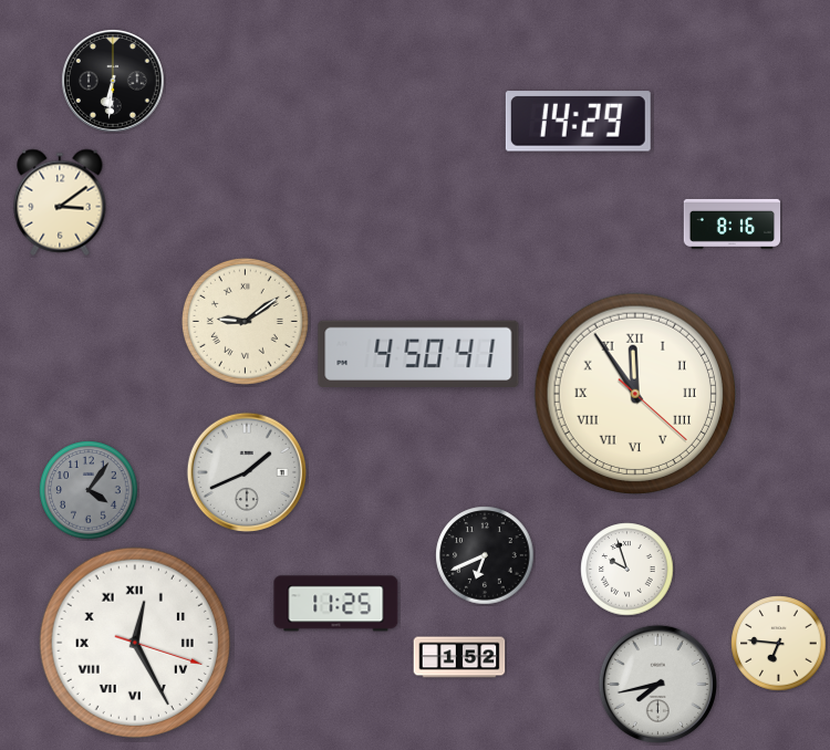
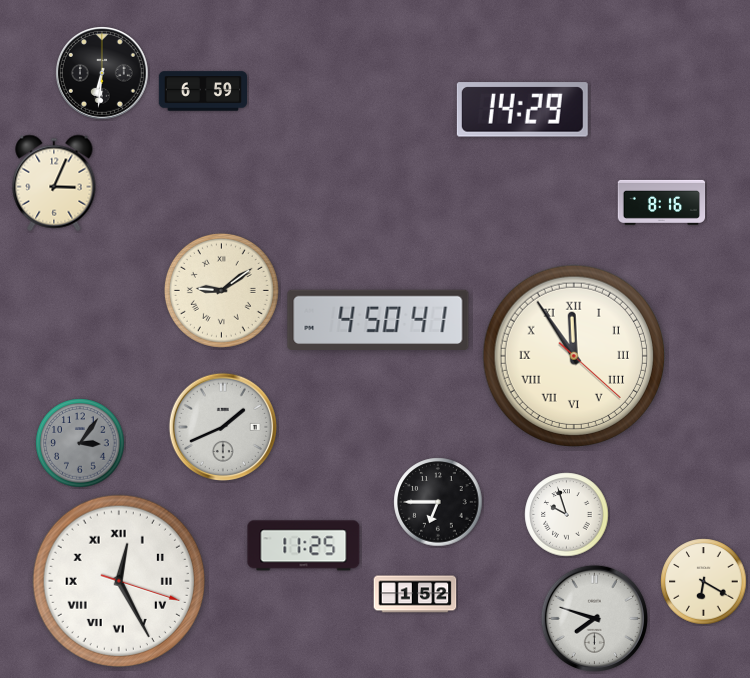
clock at (203, 91): none -> 6:59
clock at (60, 202): 3:09 -> 3:04
clock at (89, 490): 4:06 -> 3:06
clock at (485, 555): 6:41 -> 6:45
clock at (135, 643) position: (135, 643) -> (119, 581)
clock at (779, 644): 6:46 -> 6:20
clock at (657, 684): 7:43 -> 7:48
